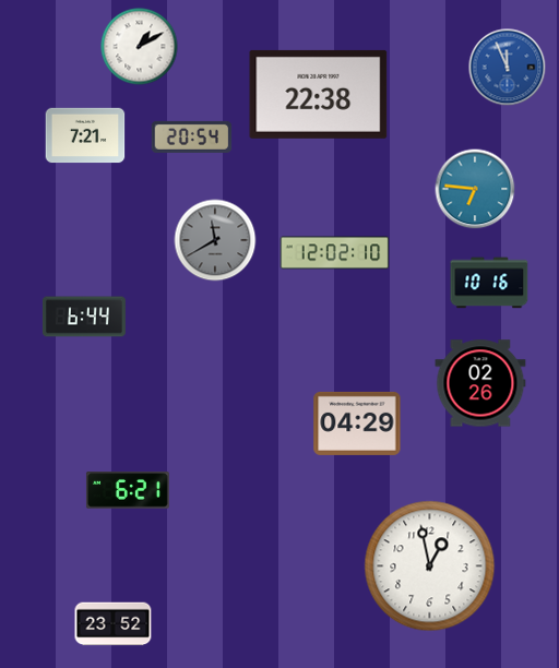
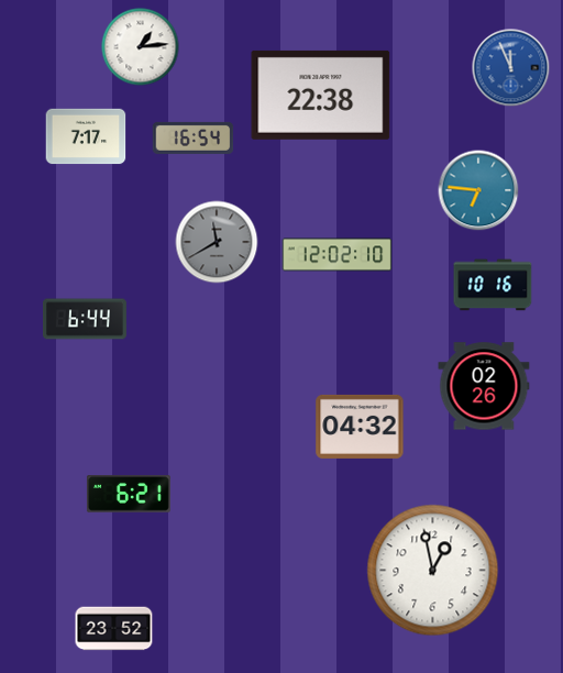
clock at (140, 47): 1:10 -> 1:14
clock at (85, 135): 7:21 -> 7:17
clock at (192, 136): 20:54 -> 16:54
clock at (357, 424): 04:29 -> 04:32
